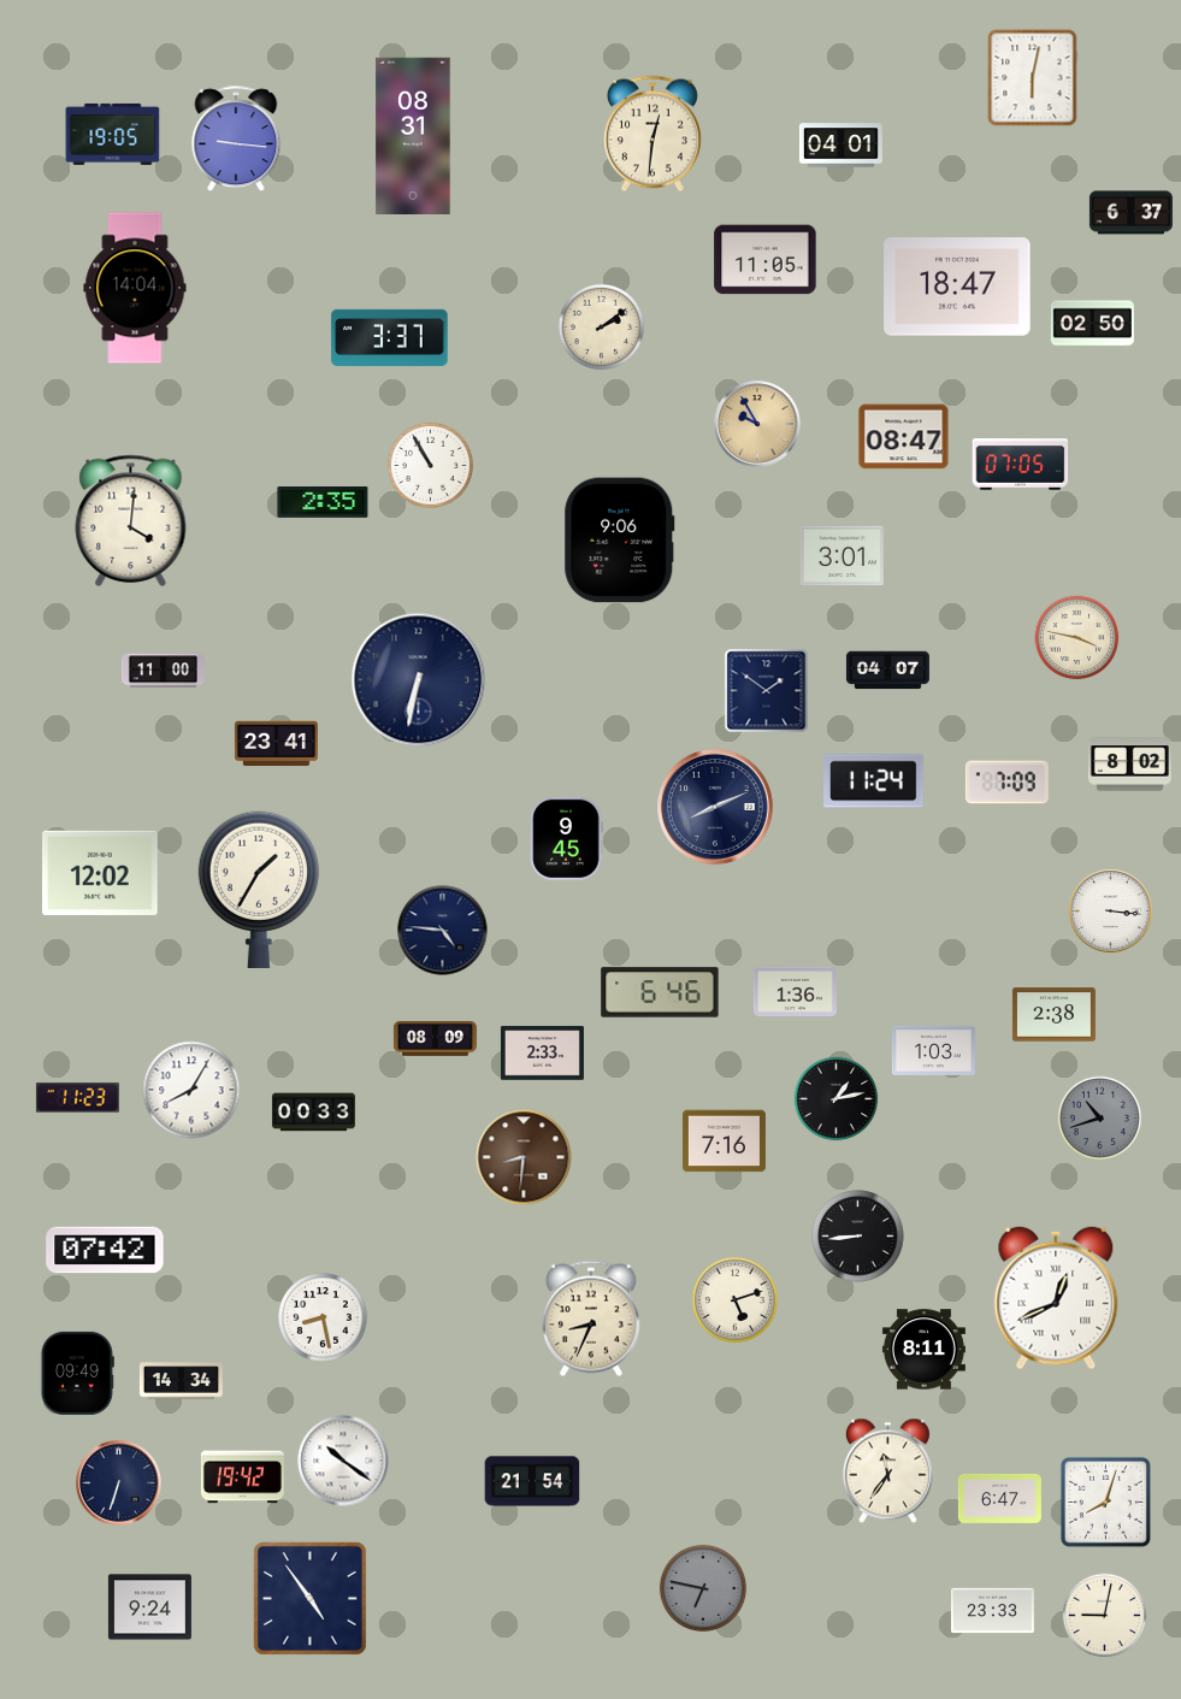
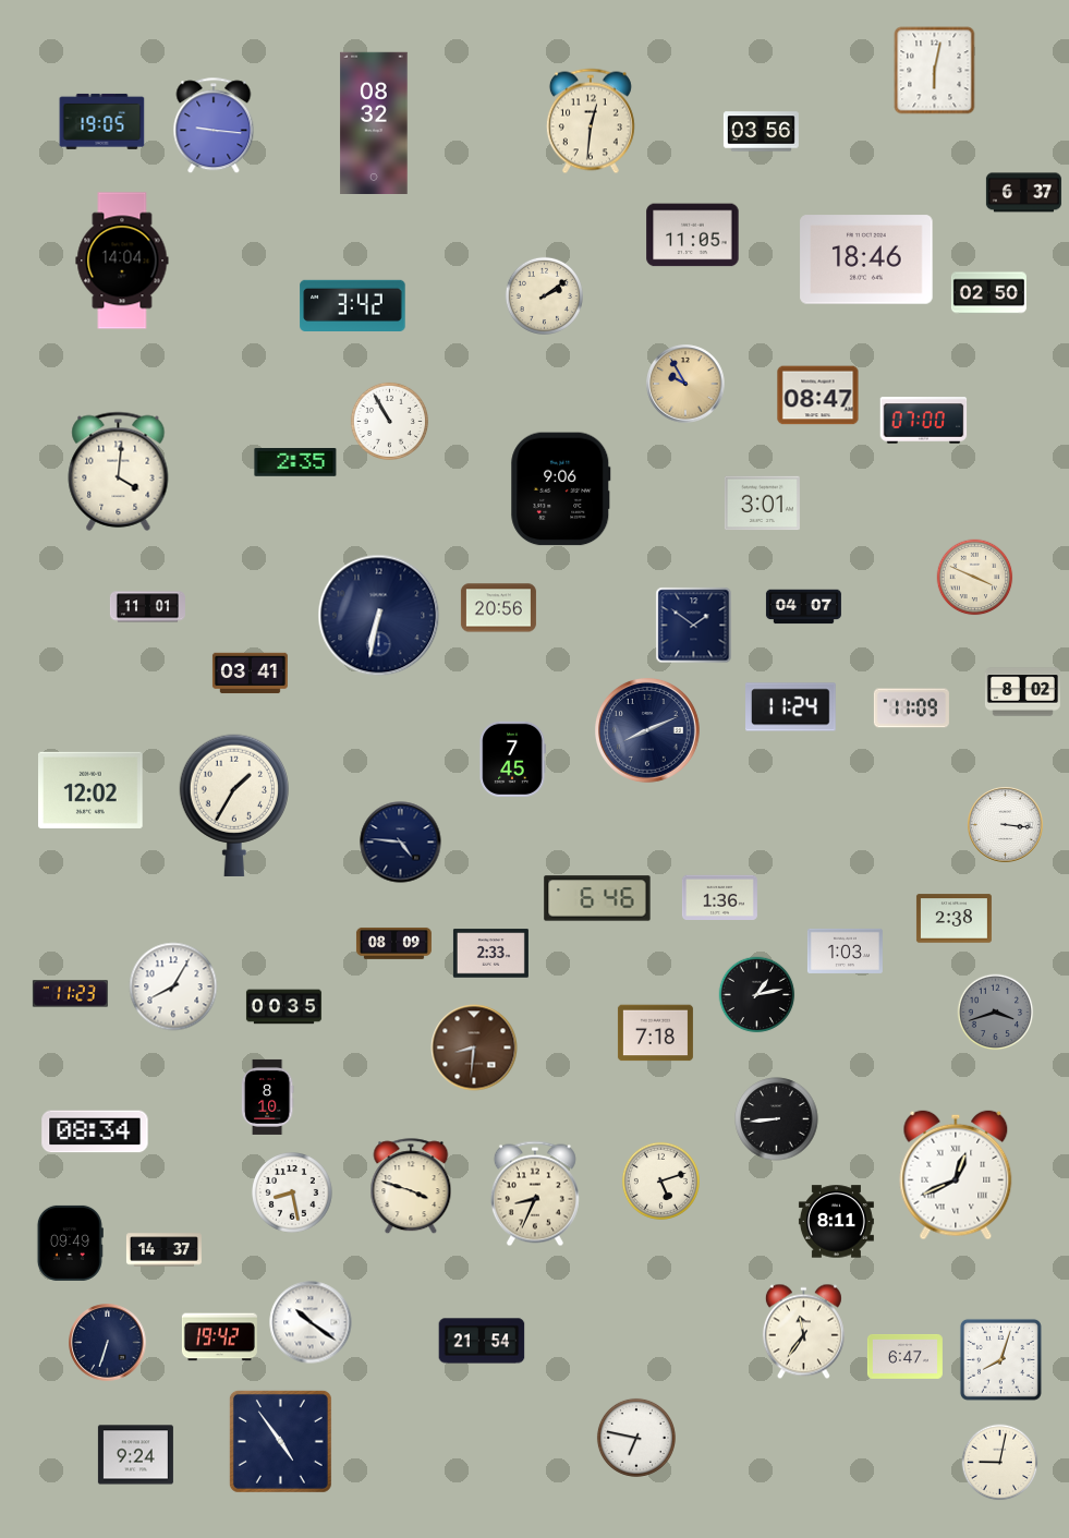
clock at (413, 135): 08:31 -> 08:32
clock at (840, 146): 04:01 -> 03:56
clock at (957, 287): 18:47 -> 18:46
clock at (390, 337): 3:37 -> 3:42
clock at (1021, 465): 07:05 -> 07:00
clock at (323, 503) position: (323, 503) -> (295, 463)
clock at (1077, 638): 3:47 -> 3:49
clock at (163, 671): 11:00 -> 11:01
clock at (498, 608): none -> 20:56
clock at (276, 744): 23:41 -> 03:41
clock at (1006, 783): 7:09 -> 11:09
clock at (566, 838): 9:45 -> 7:45
clock at (435, 1039) position: (435, 1039) -> (393, 944)
clock at (313, 1113): 00:33 -> 00:35
clock at (1100, 1119): 10:42 -> 3:42
clock at (724, 1141): 7:16 -> 7:18
clock at (267, 1097): none -> 8:10
clock at (105, 1250): 07:42 -> 08:34
clock at (734, 1299) position: (734, 1299) -> (660, 1180)
clock at (411, 1187): none -> 3:48
clock at (181, 1381): 14:34 -> 14:37
clock at (703, 1588) dial: grey -> white
clock at (309, 1598) position: (309, 1598) -> (280, 1441)
clock at (992, 1611): 23:33 -> none
